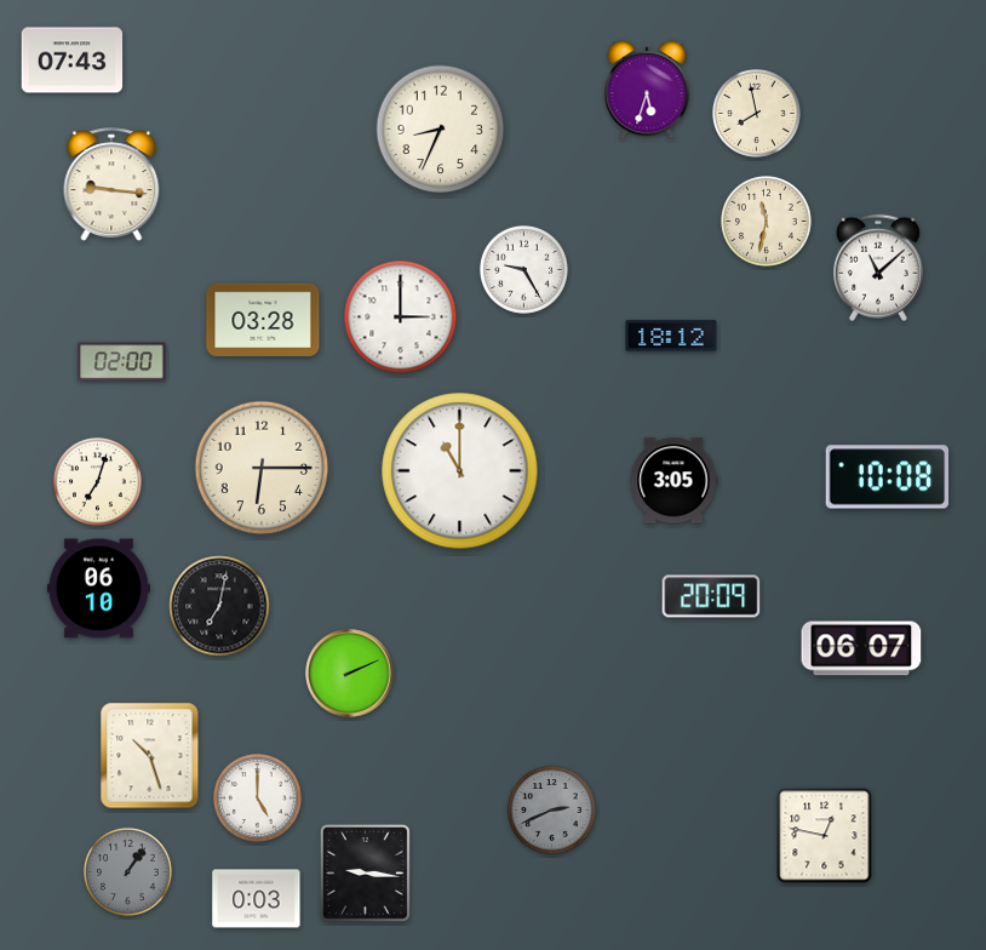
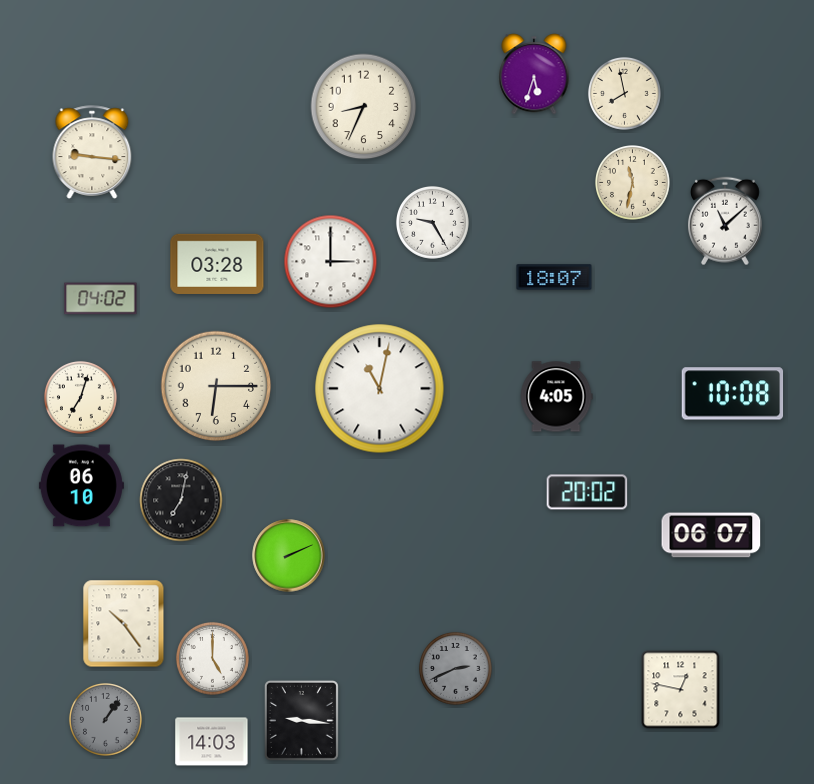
clock at (73, 61): 07:43 -> none
clock at (671, 336): 18:12 -> 18:07
clock at (122, 362): 02:00 -> 04:02
clock at (460, 471): 11:00 -> 11:02
clock at (673, 481): 3:05 -> 4:05
clock at (711, 596): 20:09 -> 20:02
clock at (150, 756): 10:27 -> 10:24
clock at (257, 899): 0:03 -> 14:03
